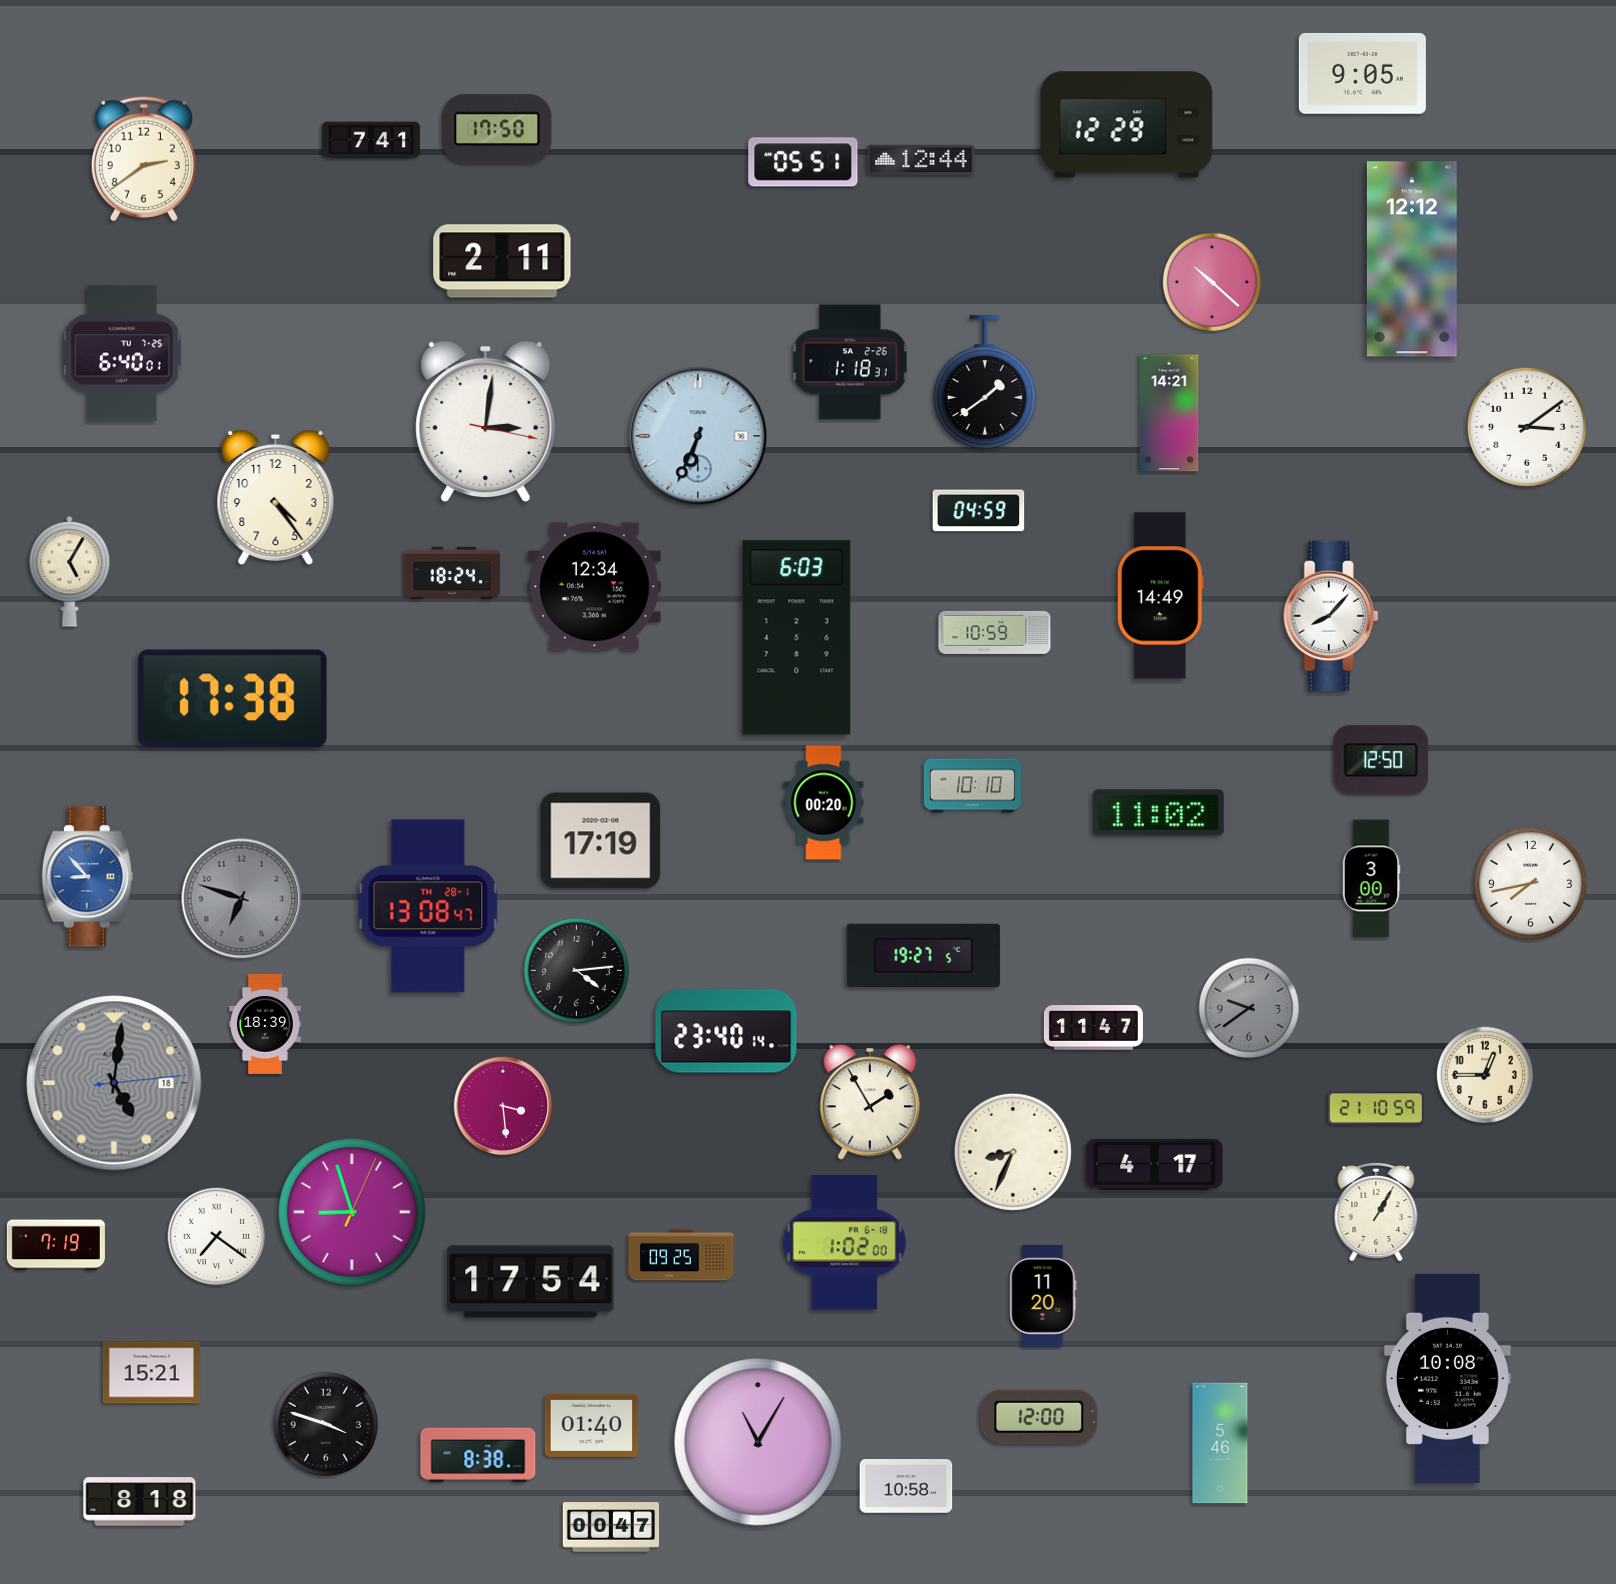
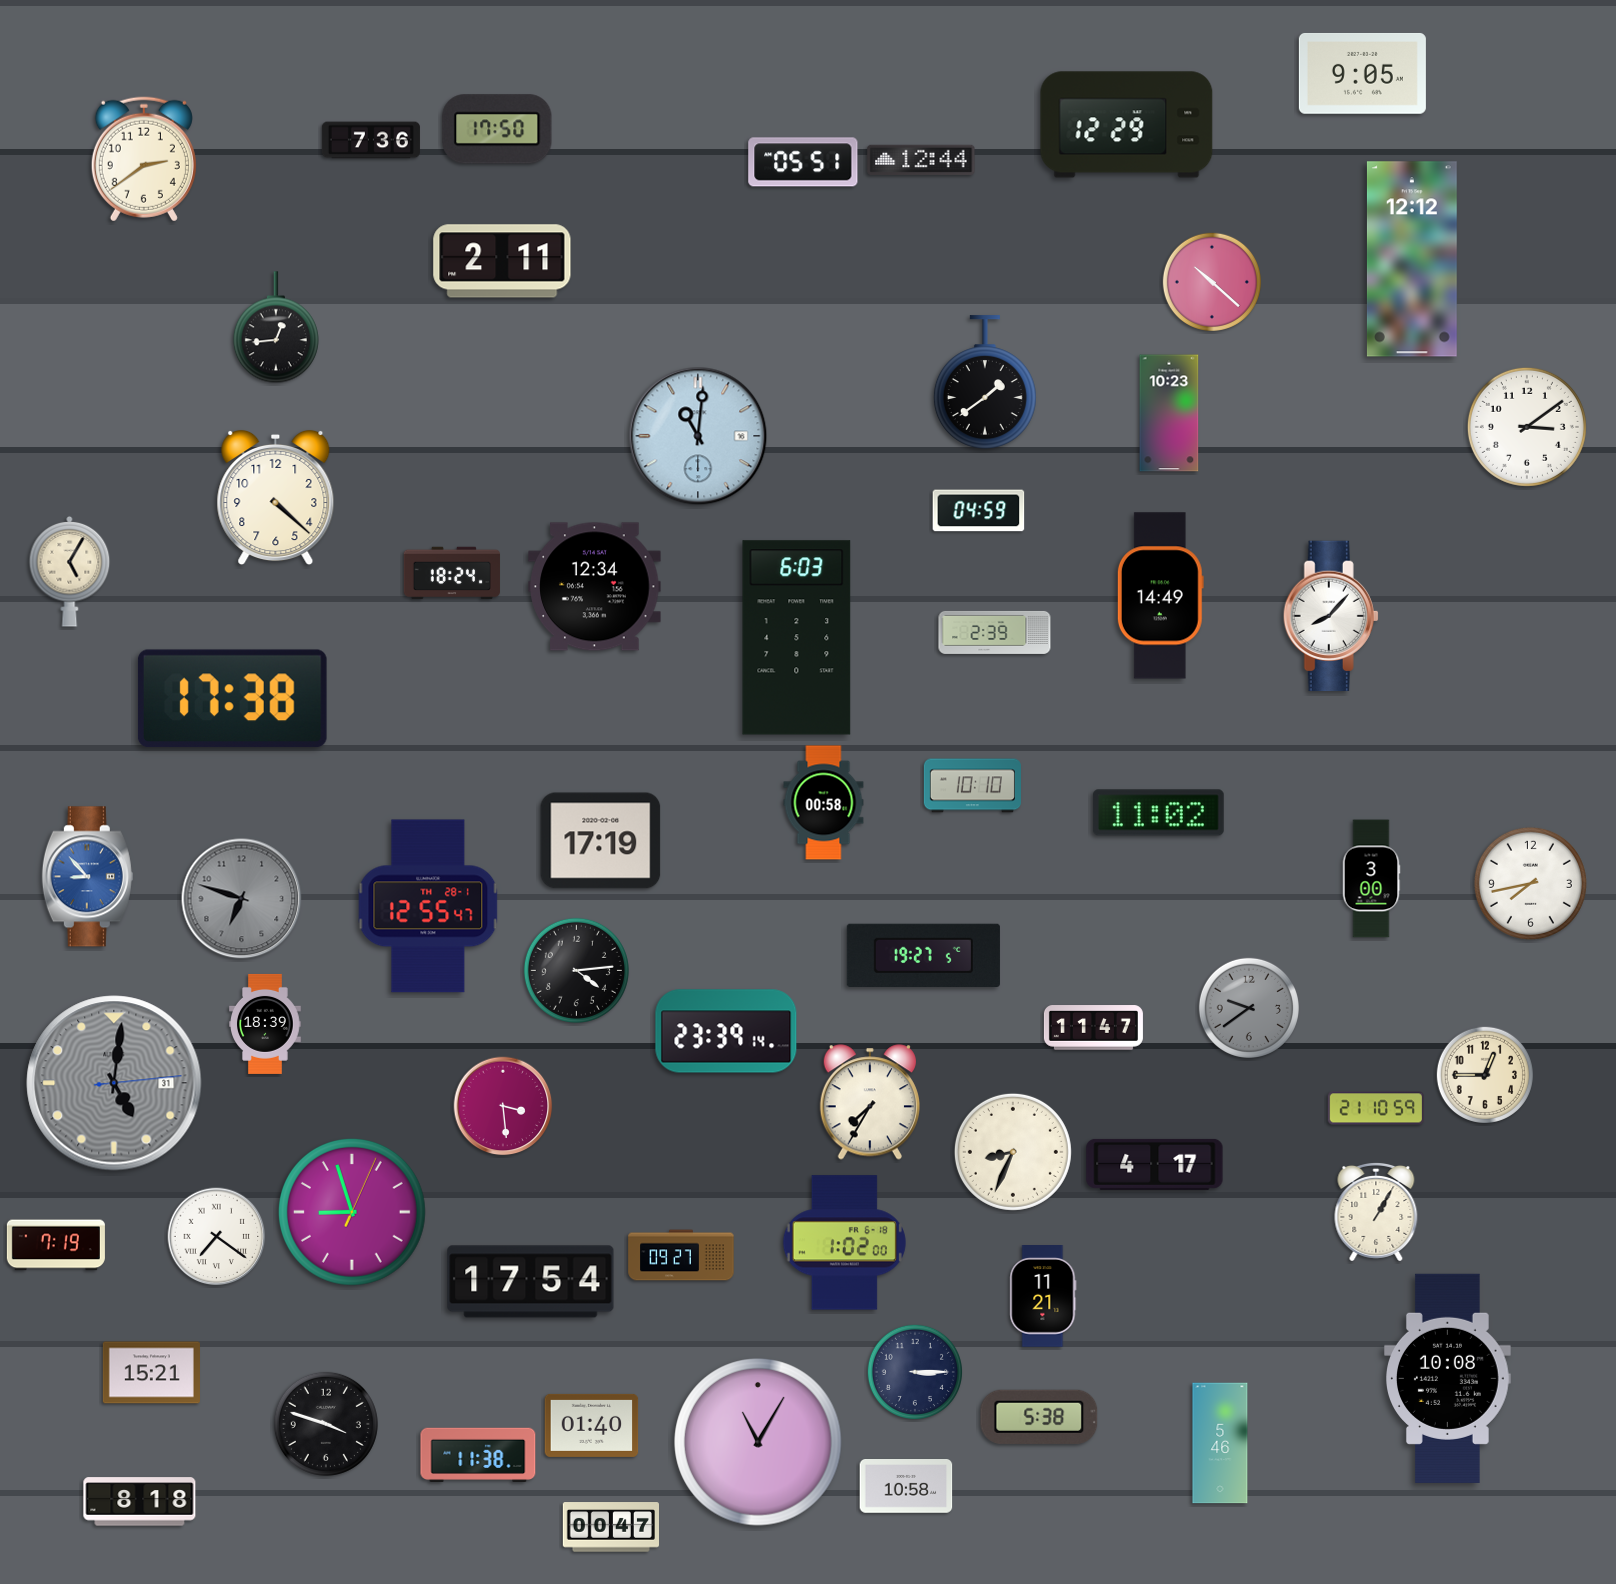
clock at (371, 140): 7:41 -> 7:36
clock at (276, 328): none -> 12:44
clock at (123, 353): 6:40 -> none
clock at (851, 362): 1:18 -> none
clock at (1169, 413): 14:21 -> 10:23
clock at (486, 422): 3:01 -> none
clock at (698, 436): 6:34 -> 11:01
clock at (276, 498): 4:24 -> 4:22
clock at (995, 632): 10:59 -> 2:39
clock at (1380, 760): 12:50 -> none
clock at (824, 803): 00:20 -> 00:58
clock at (428, 906): 13:08 -> 12:55
clock at (726, 1031): 23:40 -> 23:39
clock at (114, 1083) date: 18 -> 31
clock at (869, 1102): 1:55 -> 7:35
clock at (681, 1255): 09:25 -> 09:27
clock at (1043, 1297): 11:20 -> 11:21
clock at (914, 1371): none -> 3:15
clock at (1039, 1417): 12:00 -> 5:38
clock at (478, 1454): 8:38 -> 11:38
